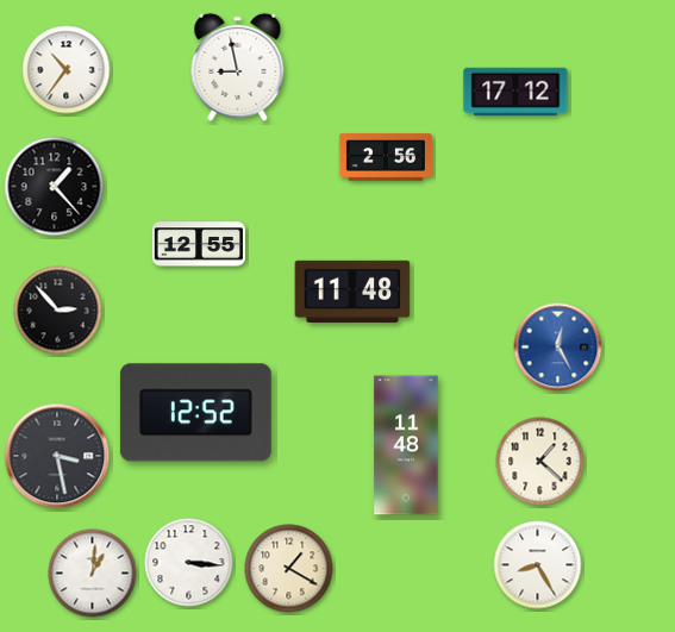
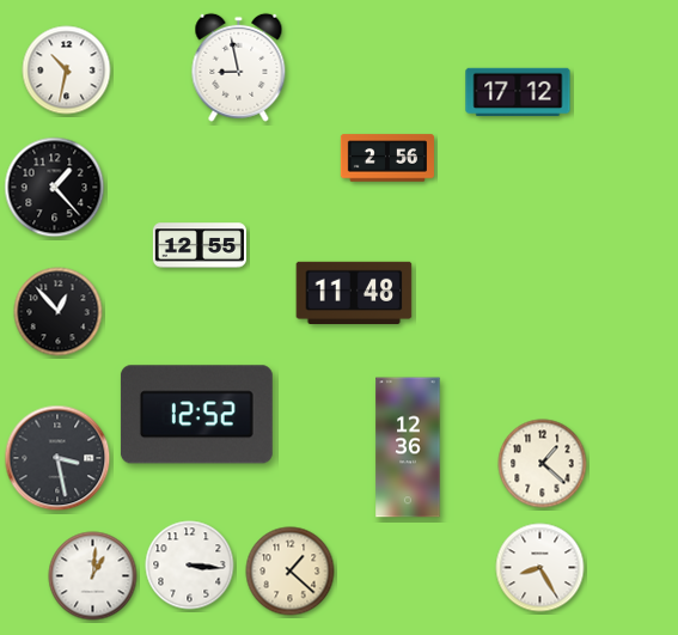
clock at (67, 70): 10:36 -> 10:32
clock at (58, 311): 2:53 -> 12:53
clock at (558, 348): 12:25 -> none
clock at (406, 445): 11:48 -> 12:36
clock at (289, 569): 1:20 -> 1:22
